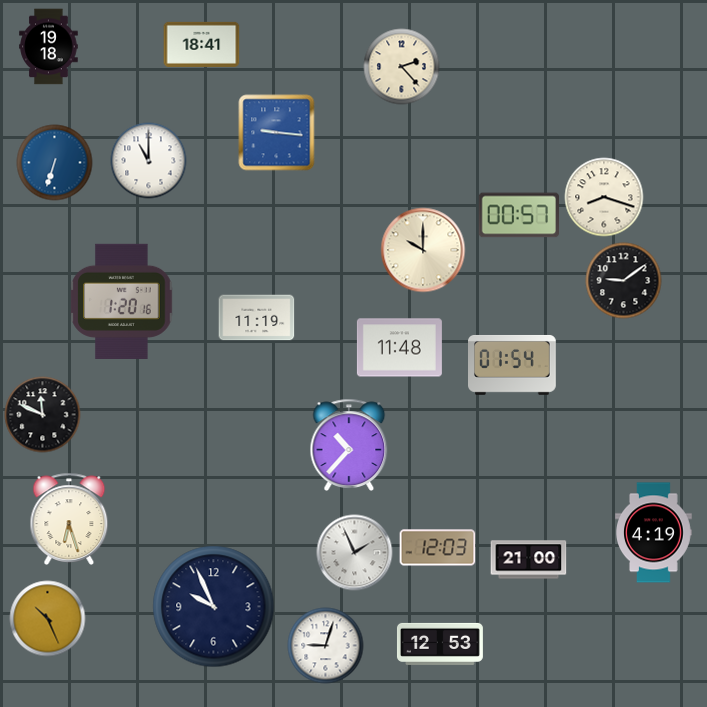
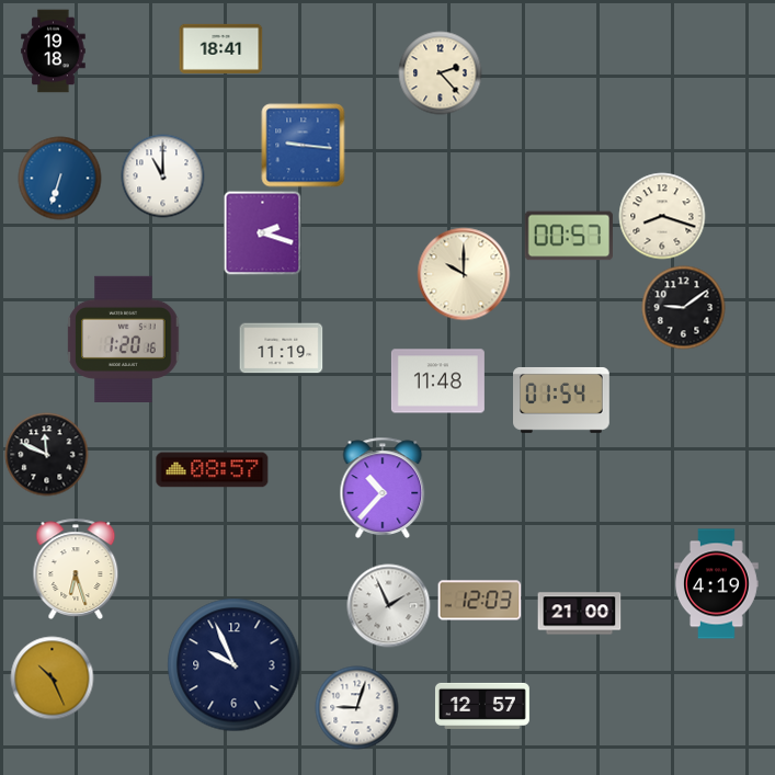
clock at (263, 233): none -> 2:18
clock at (122, 301) position: (122, 301) -> (124, 339)
clock at (213, 470): none -> 08:57
clock at (440, 644): 12:53 -> 12:57
